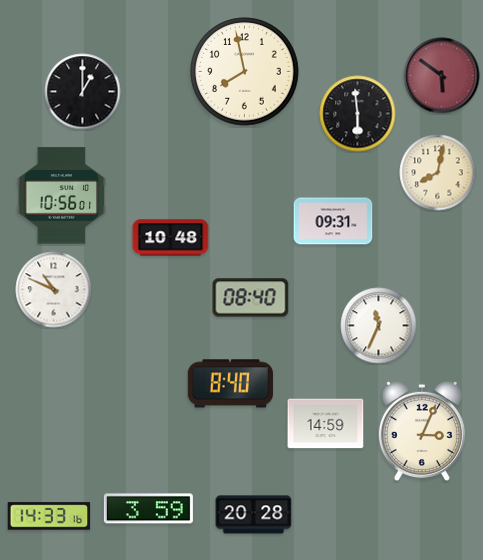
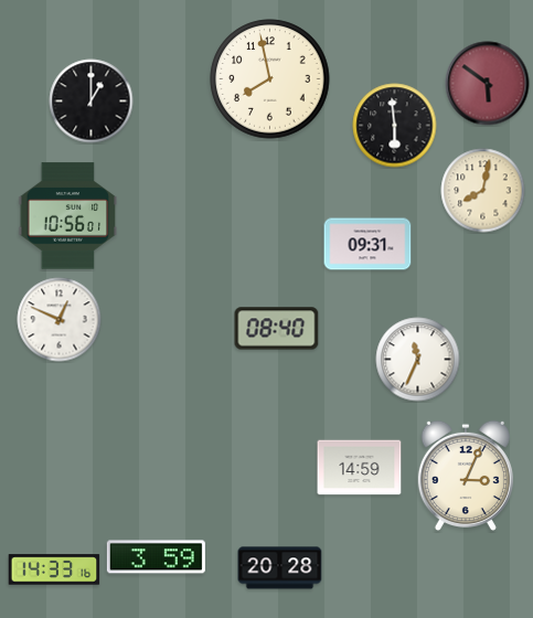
clock at (171, 238): 10:48 -> none
clock at (54, 290): 10:49 -> 12:49
clock at (230, 384): 8:40 -> none
clock at (148, 509) position: (148, 509) -> (156, 557)
